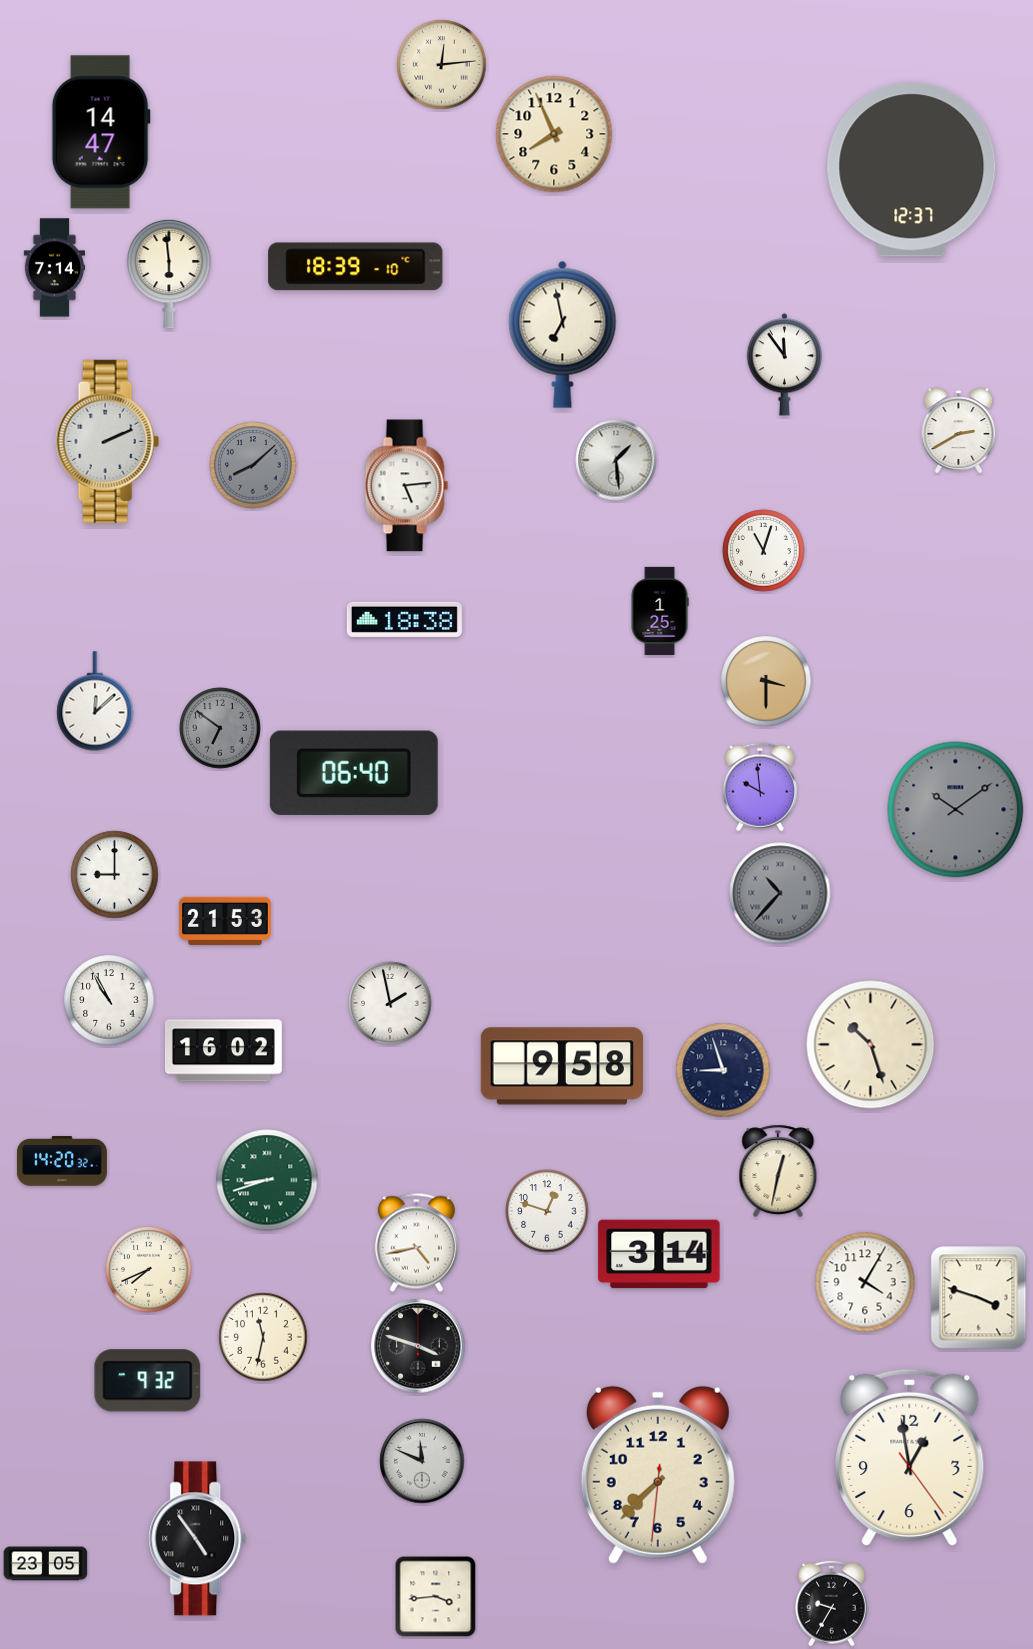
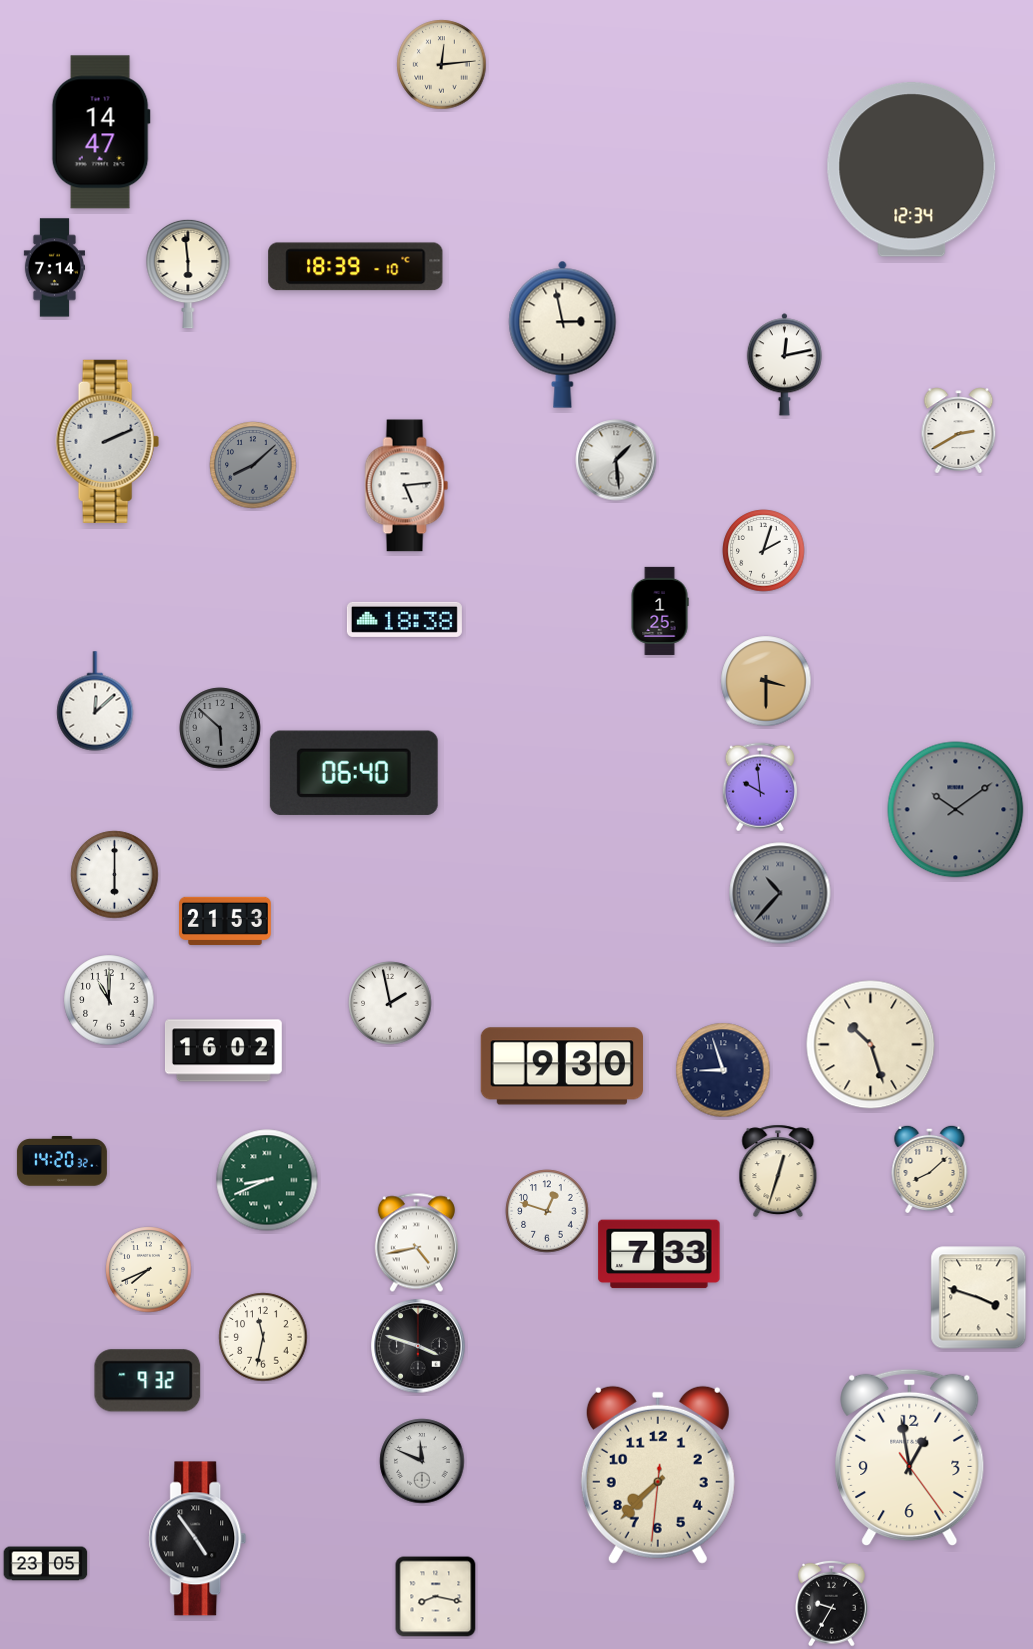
clock at (554, 134): 7:56 -> none
clock at (912, 170): 12:37 -> 12:34
clock at (169, 274) position: (169, 274) -> (188, 274)
clock at (563, 334): 6:58 -> 2:58
clock at (784, 365): 11:54 -> 12:13
clock at (764, 551): 11:03 -> 2:03
clock at (220, 728): 6:51 -> 5:52
clock at (115, 875): 9:00 -> 6:00
clock at (109, 1000): 10:55 -> 11:00
clock at (561, 1066): 9:58 -> 9:30
clock at (930, 1168): none -> 8:08
clock at (778, 1171): 12:32 -> 12:33
clock at (267, 1180): 8:42 -> 8:41
clock at (659, 1254): 3:14 -> 7:33
clock at (865, 1282): 4:05 -> none
clock at (436, 1597): 3:44 -> 8:17
